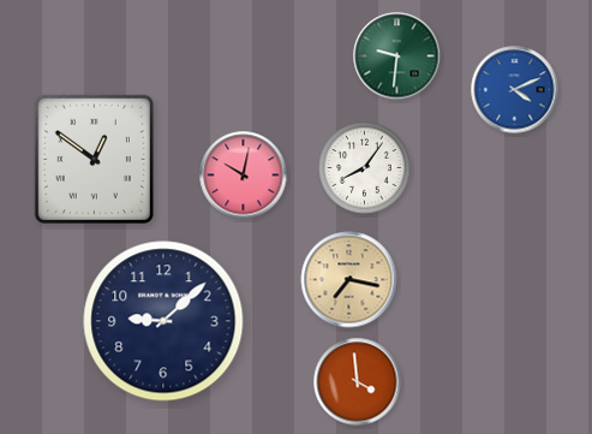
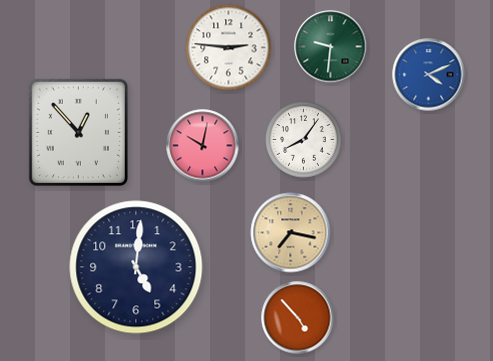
clock at (229, 48): none -> 2:46
clock at (94, 159): 12:51 -> 12:53
clock at (163, 321): 9:08 -> 5:01
clock at (358, 382): 3:59 -> 4:53
